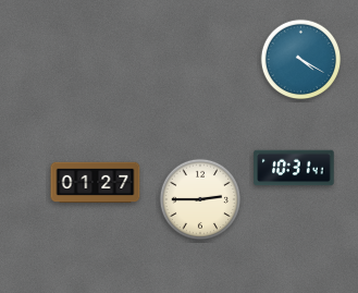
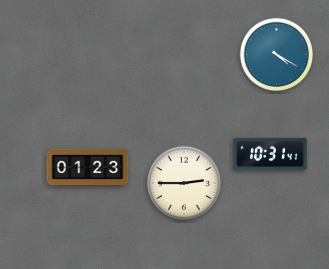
clock at (96, 183): 01:27 -> 01:23
